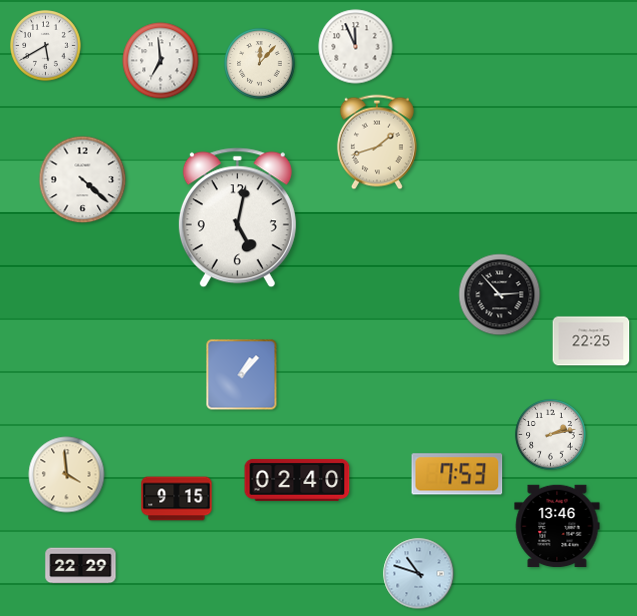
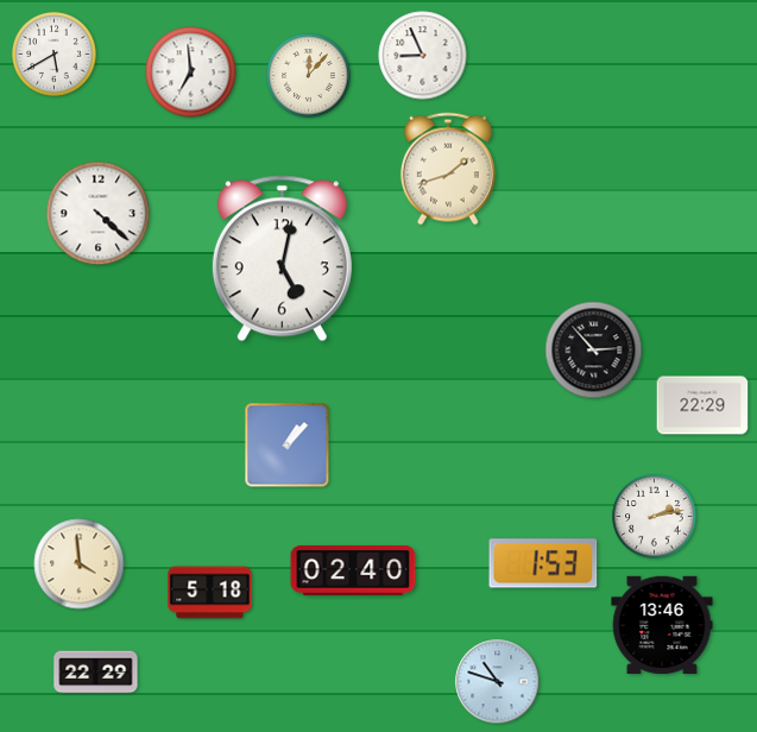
clock at (356, 47): 11:56 -> 8:56
clock at (591, 341): 22:25 -> 22:29
clock at (457, 474): 7:53 -> 1:53
clock at (177, 499): 9:15 -> 5:18
